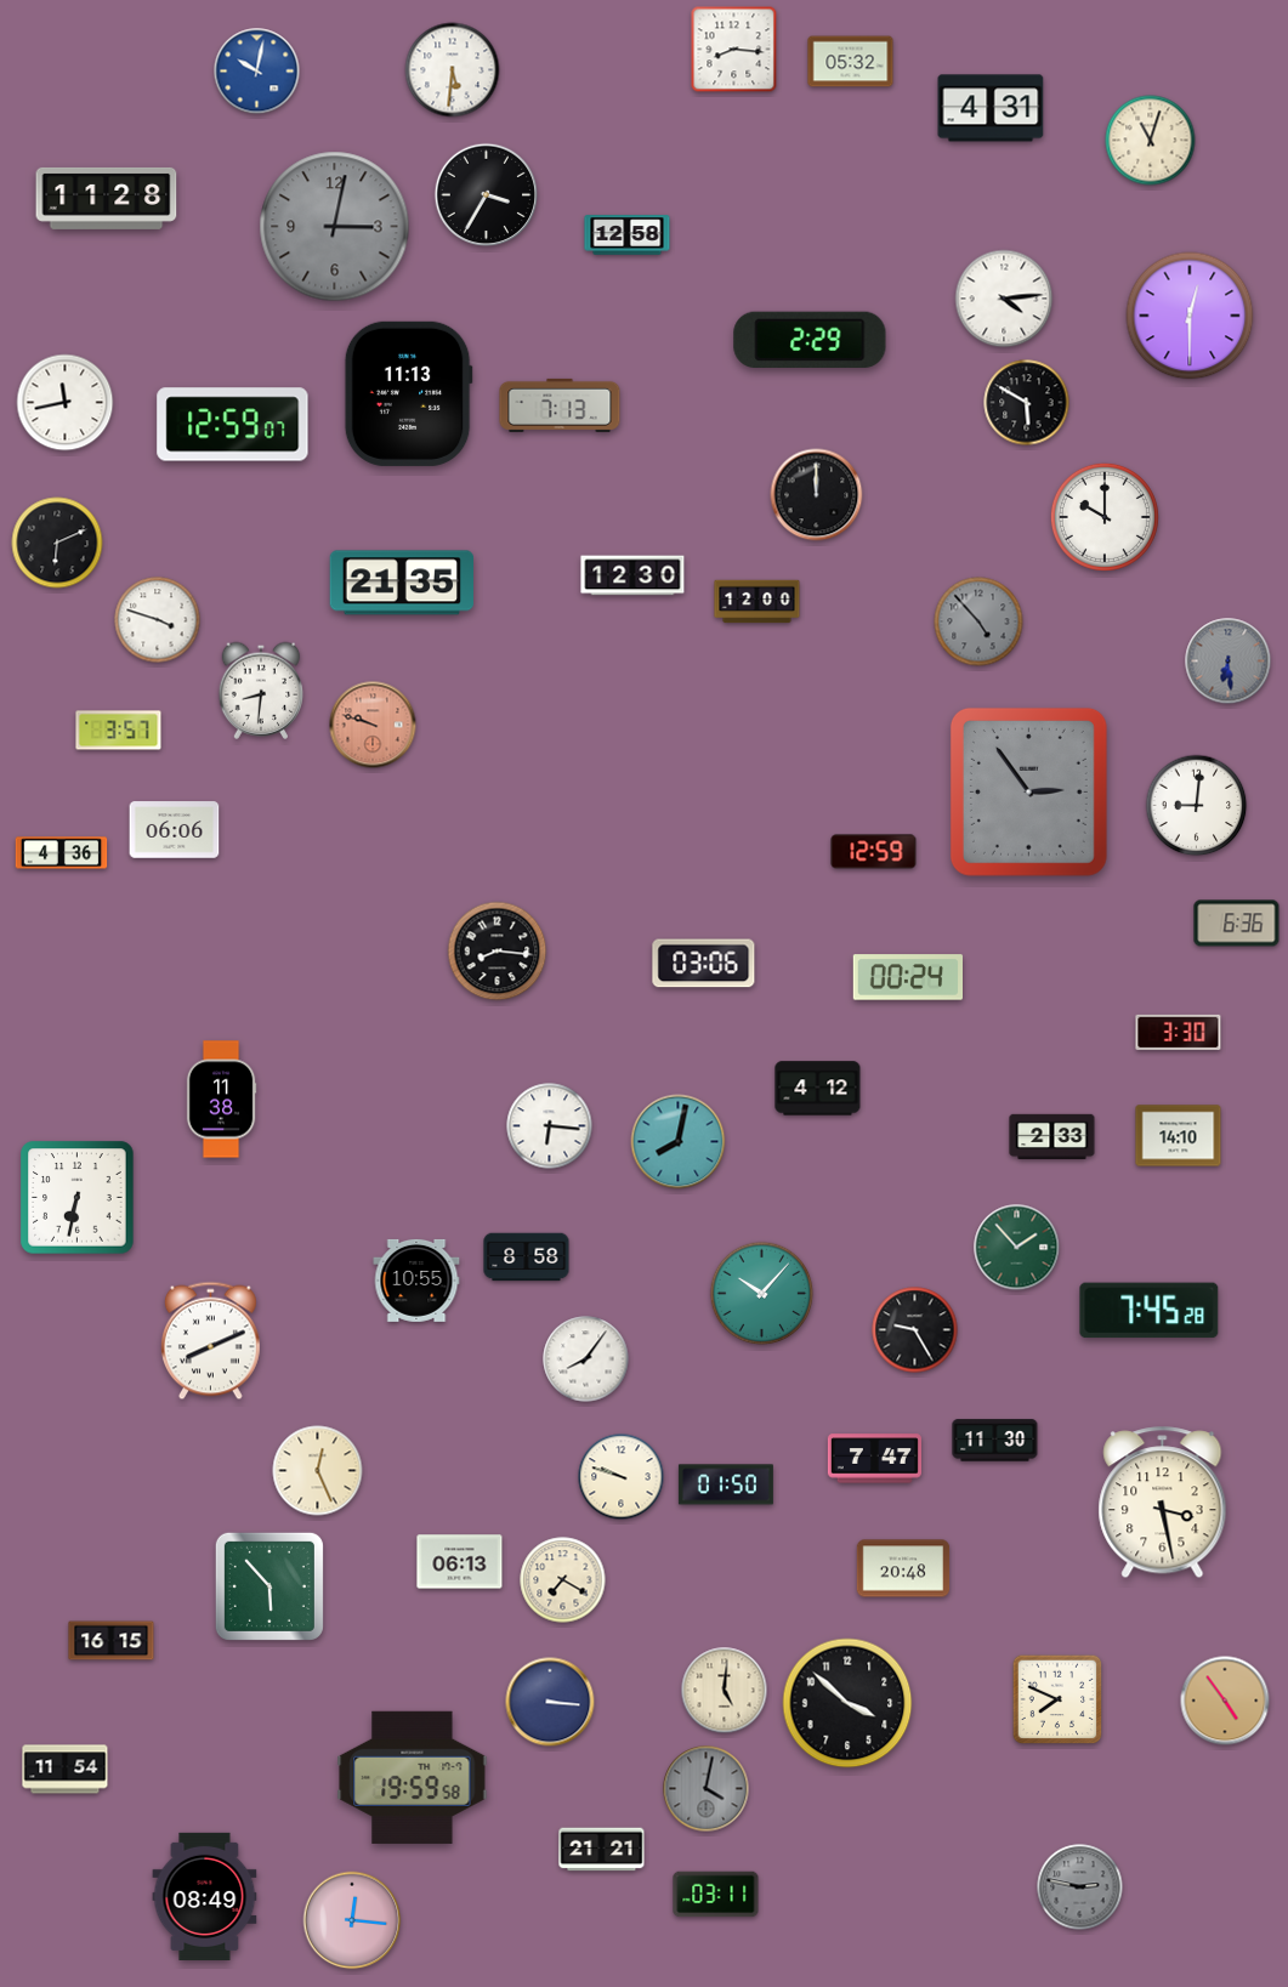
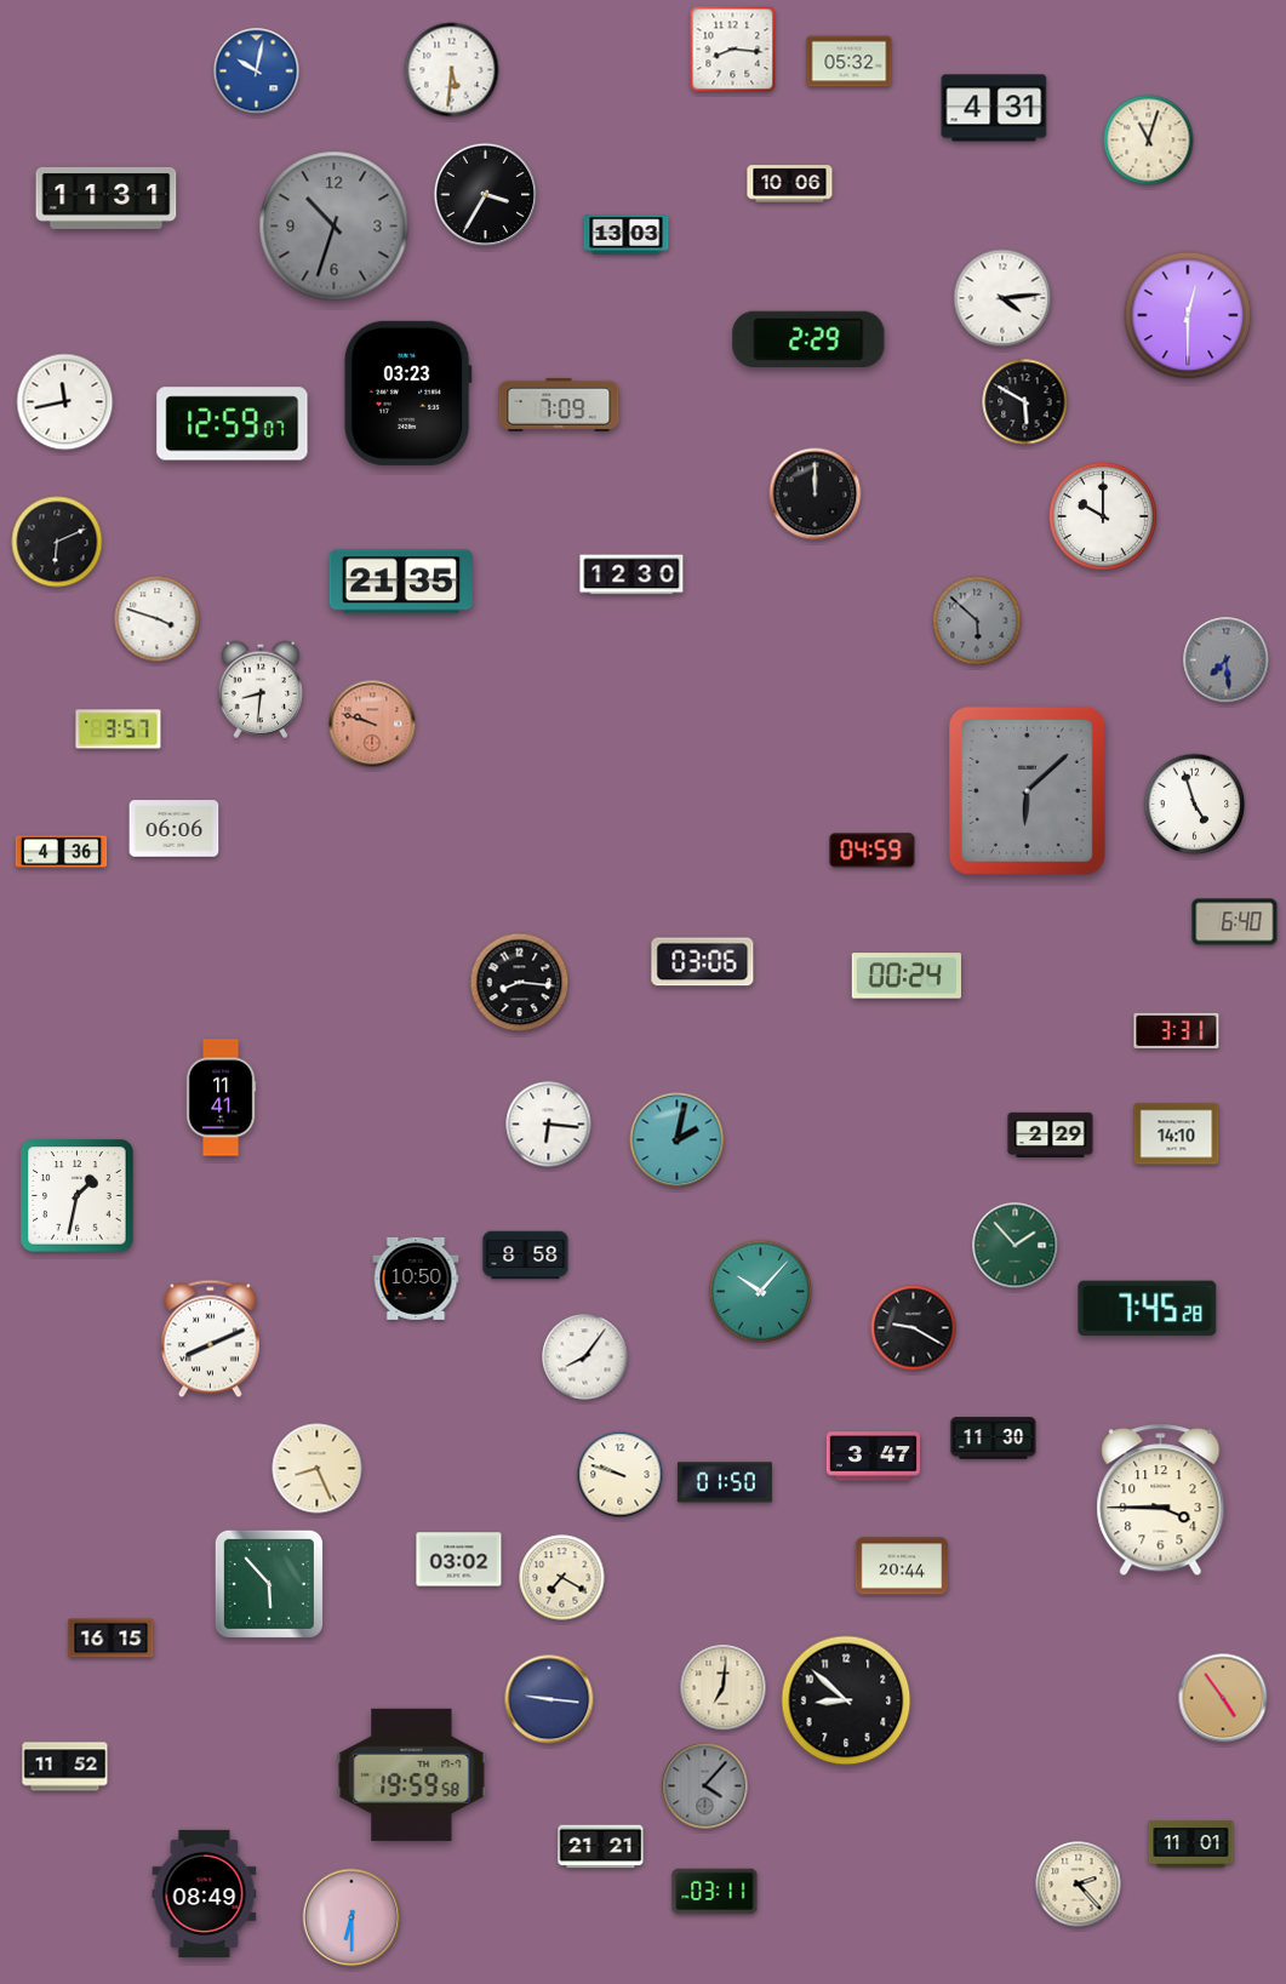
clock at (991, 108) position: (991, 108) -> (994, 108)
clock at (790, 184): none -> 10:06
clock at (107, 198): 11:28 -> 11:31
clock at (335, 227): 3:02 -> 10:33
clock at (628, 235): 12:58 -> 13:03
clock at (408, 393): 11:13 -> 03:23
clock at (560, 405): 7:13 -> 7:09
clock at (758, 602): 12:00 -> none
clock at (978, 621): 4:53 -> 5:52
clock at (1229, 662): 6:29 -> 7:29
clock at (1028, 791): 2:54 -> 6:08
clock at (1197, 806): 9:01 -> 4:57
clock at (874, 852): 12:59 -> 04:59
clock at (1237, 924): 6:36 -> 6:40
clock at (498, 952) position: (498, 952) -> (520, 983)
clock at (1179, 1032): 3:30 -> 3:31
clock at (818, 1089): 4:12 -> none
clock at (221, 1100): 11:38 -> 11:41
clock at (1052, 1137): 2:33 -> 2:29
clock at (679, 1142): 8:02 -> 2:02
clock at (78, 1198): 6:32 -> 1:32
clock at (416, 1281): 10:55 -> 10:50
clock at (915, 1330): 9:25 -> 9:20
clock at (874, 1459): 7:47 -> 3:47
clock at (318, 1471): 12:26 -> 8:26
clock at (1163, 1503): 3:28 -> 3:45
clock at (460, 1562): 06:13 -> 03:02
clock at (903, 1568): 20:48 -> 20:44
clock at (725, 1691): 5:01 -> 7:01
clock at (1057, 1699): 7:49 -> none
clock at (550, 1702): 3:16 -> 9:16
clock at (847, 1703): 3:52 -> 8:52
clock at (66, 1770): 11:54 -> 11:52
clock at (707, 1789): 4:02 -> 4:07
clock at (1191, 1845): none -> 11:01
clock at (1080, 1887): 2:47 -> 2:23
clock at (1080, 1887) dial: grey -> cream
clock at (352, 1920): 12:16 -> 6:30
